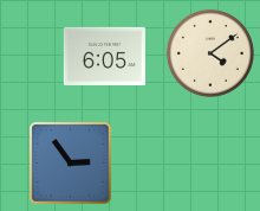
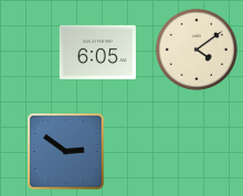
clock at (71, 164): 2:54 -> 2:51
